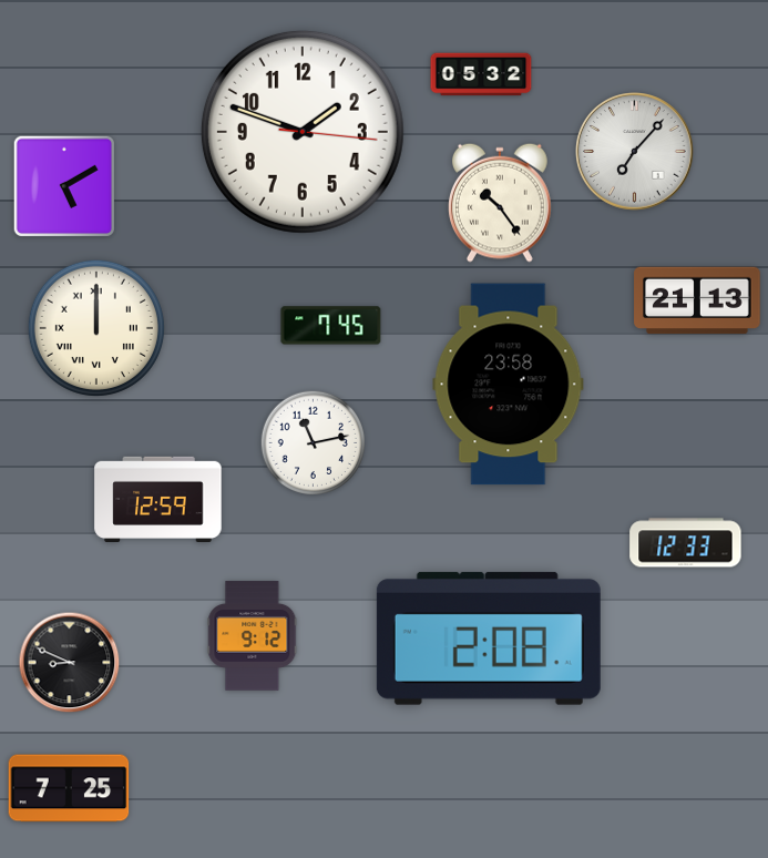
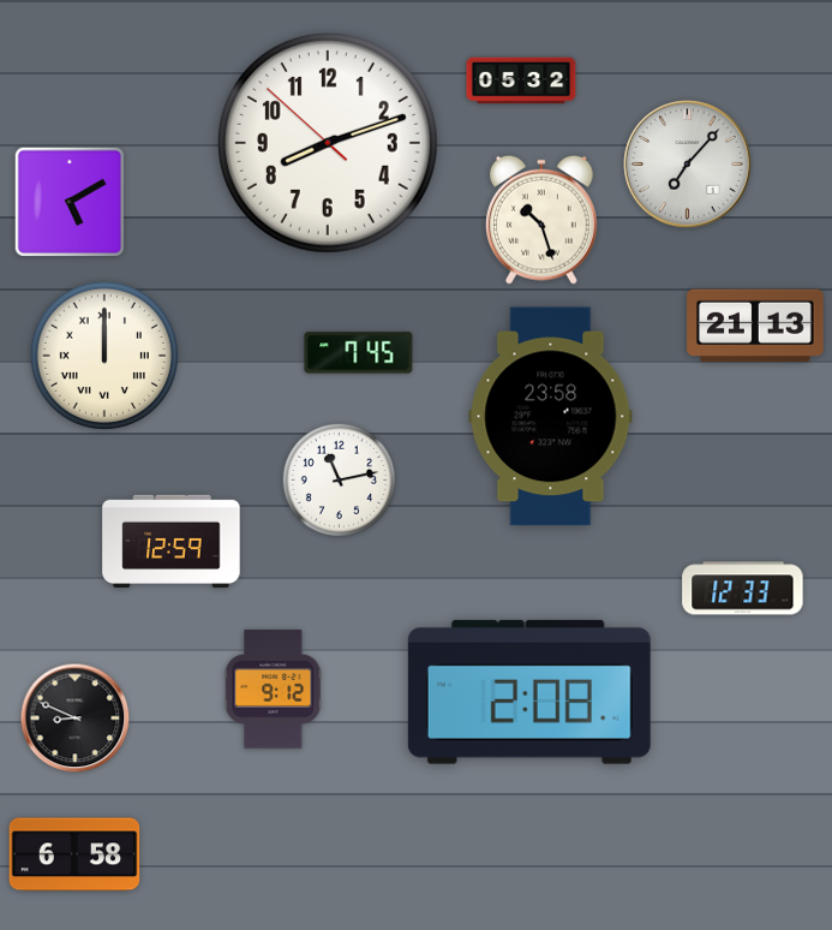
clock at (303, 132): 1:48 -> 8:11
clock at (500, 203): 10:24 -> 10:27
clock at (69, 788): 7:25 -> 6:58
